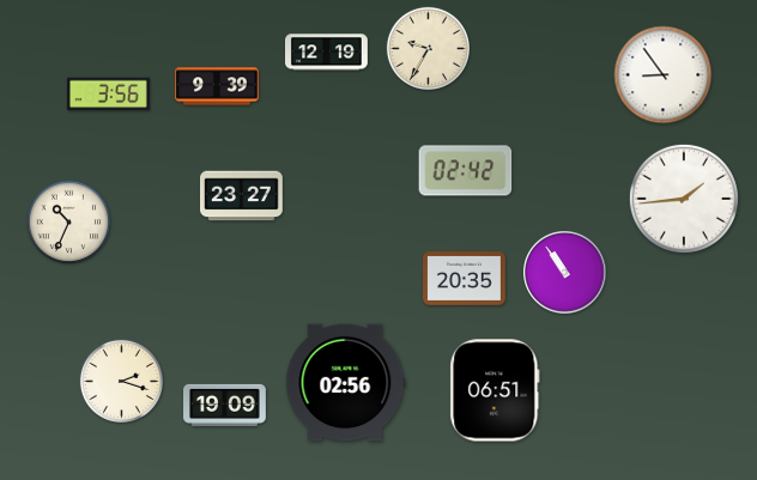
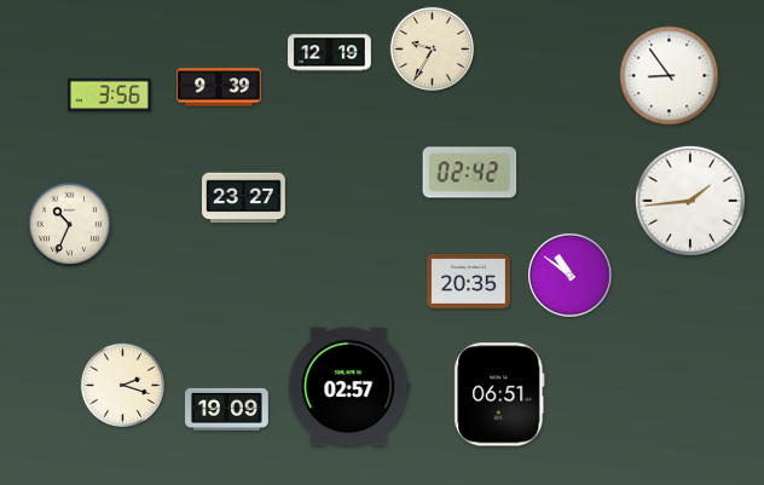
clock at (565, 273): 10:54 -> 10:51
clock at (346, 383): 02:56 -> 02:57
